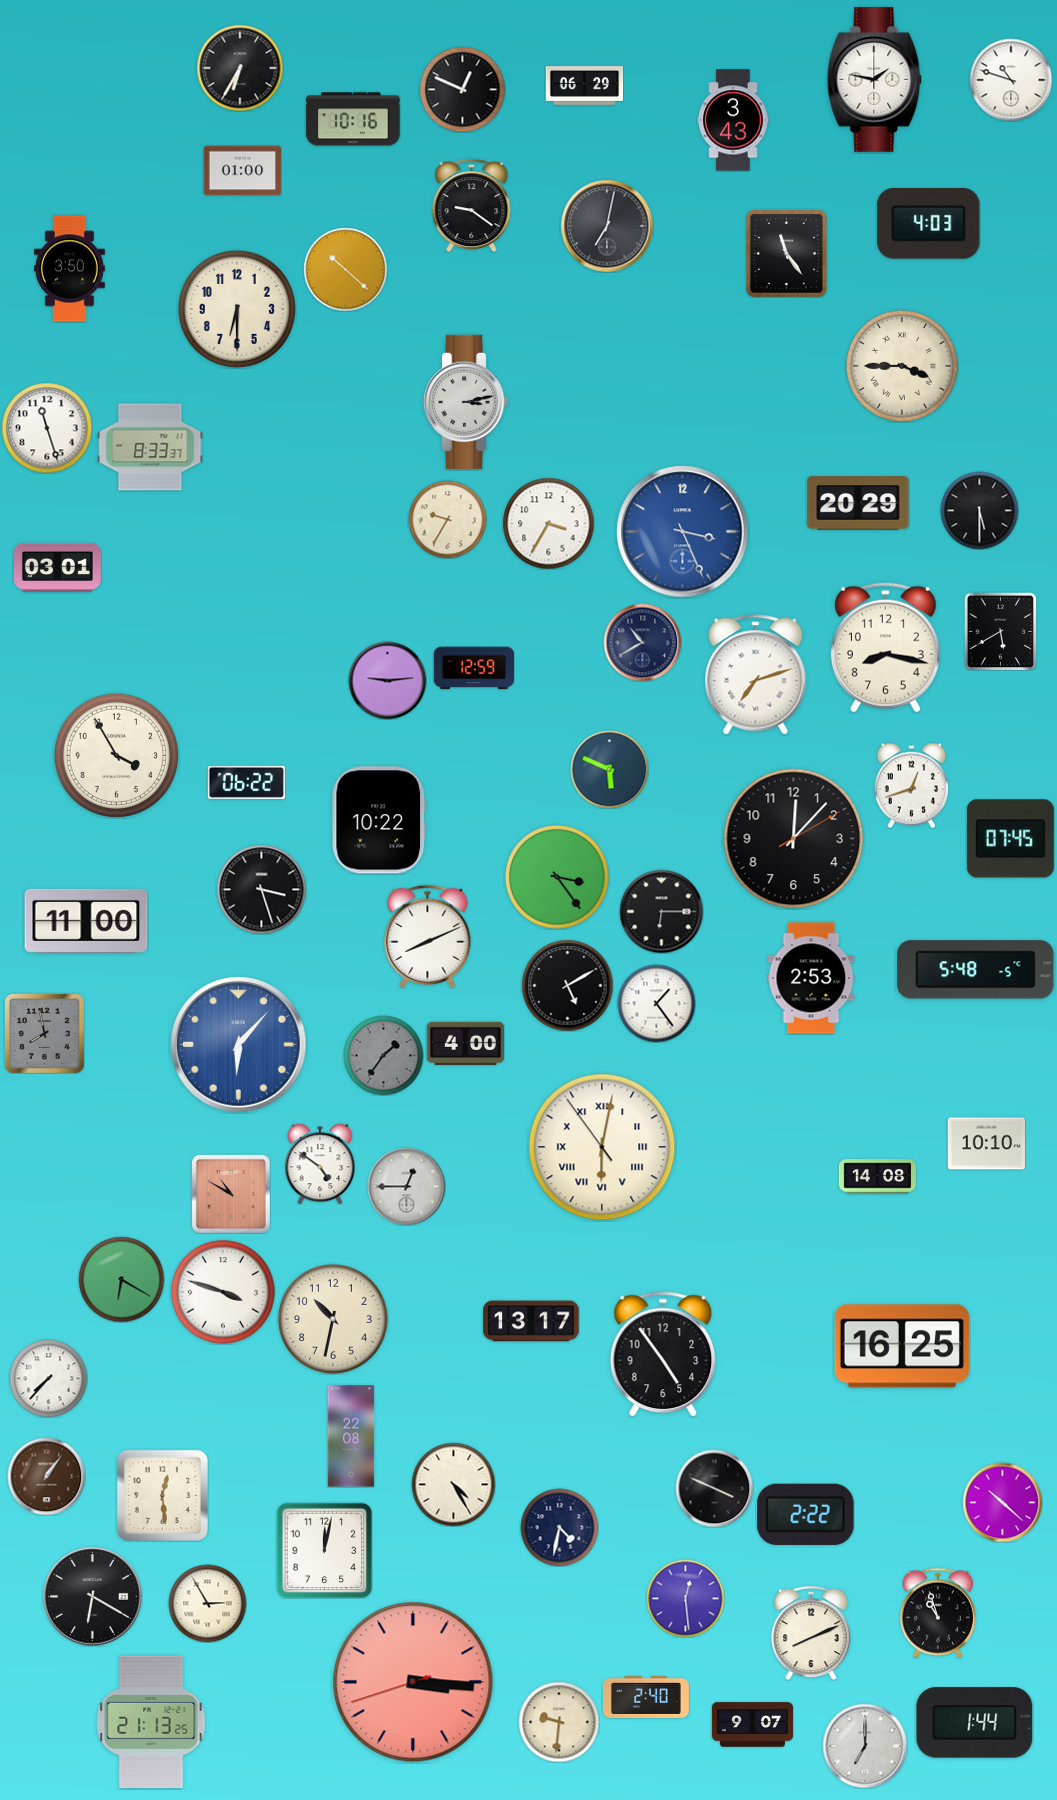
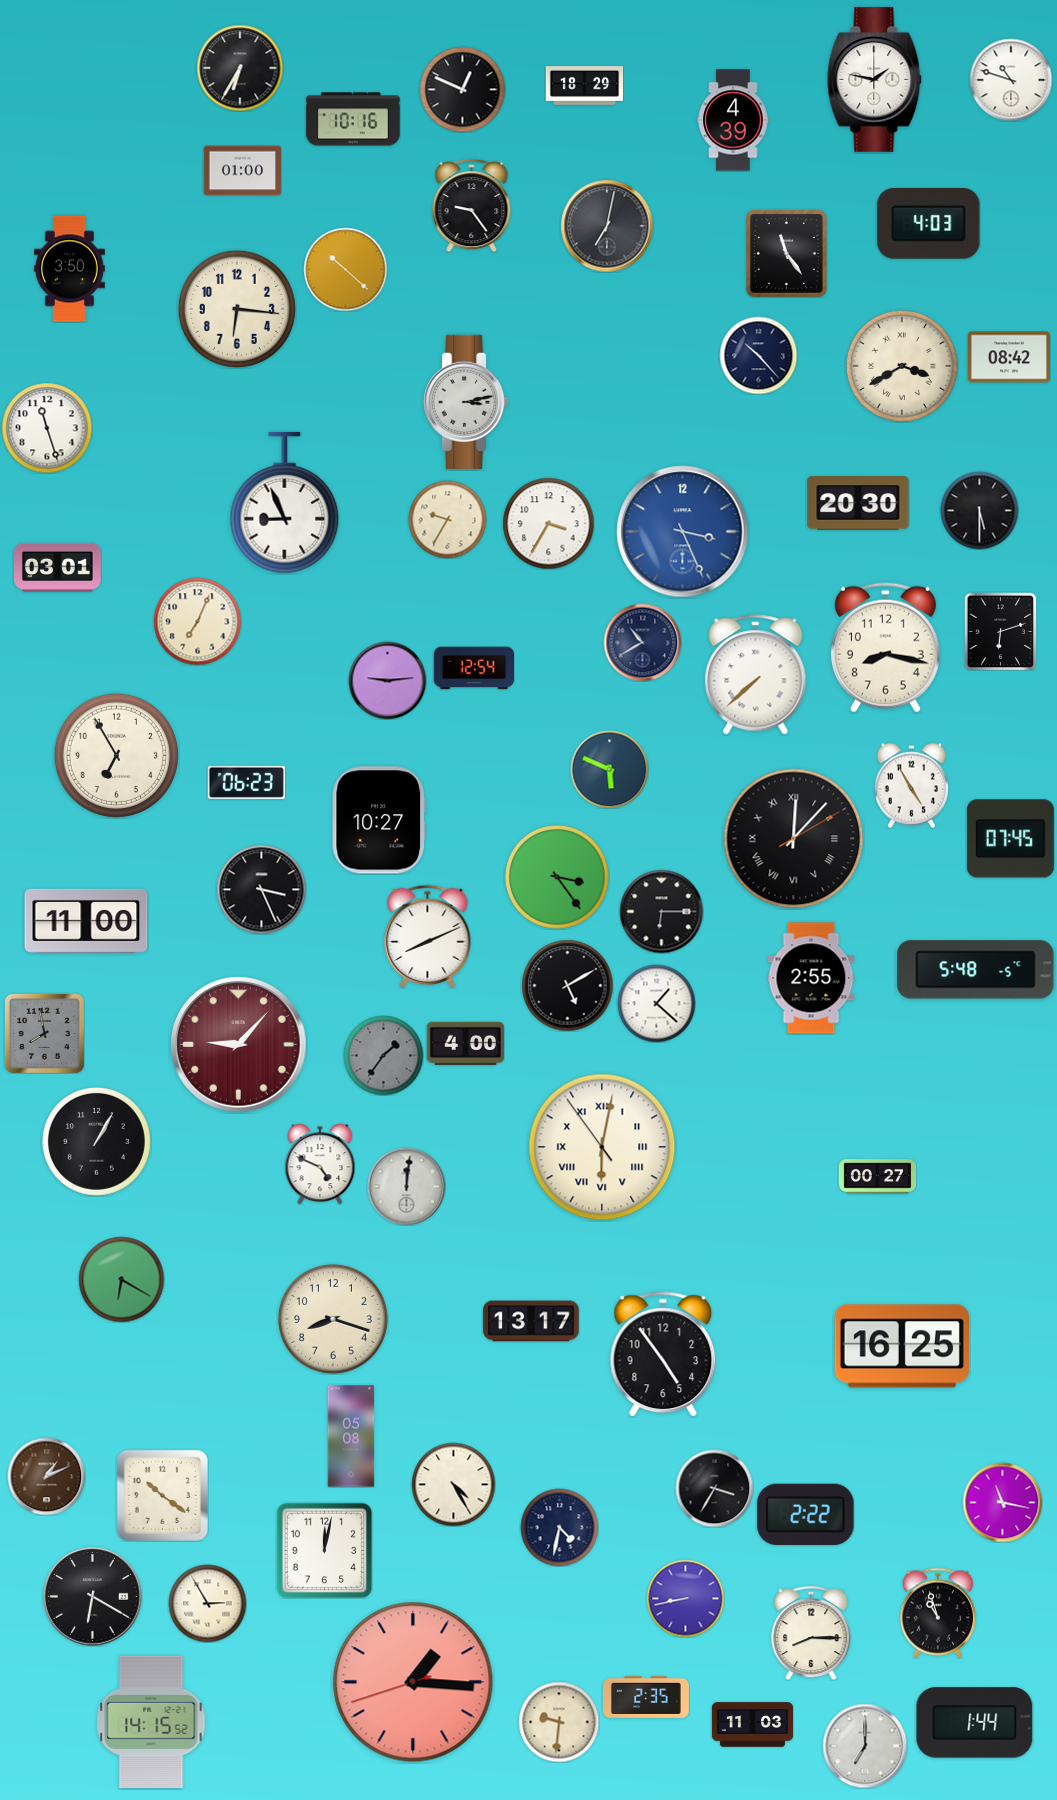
clock at (584, 86): 06:29 -> 18:29
clock at (733, 120): 3:43 -> 4:39
clock at (472, 205): 9:21 -> 9:24
clock at (237, 309): 6:30 -> 6:16
clock at (758, 355): none -> 10:23
clock at (1009, 357): none -> 08:42
clock at (902, 366): 3:45 -> 3:40
clock at (150, 447): 8:33 -> none
clock at (285, 503): none -> 8:56
clock at (858, 503): 20:29 -> 20:30
clock at (197, 621): none -> 7:04
clock at (1001, 631): 5:40 -> 6:12
clock at (474, 668): 12:59 -> 12:54
clock at (756, 675): 7:12 -> 7:38
clock at (116, 755): 3:55 -> 6:55
clock at (246, 782): 06:22 -> 06:23
clock at (911, 785): 12:42 -> 4:55
clock at (379, 820): 10:22 -> 10:27
clock at (794, 839) numerals: Arabic -> Roman
clock at (261, 889): 3:27 -> 3:26
clock at (811, 978): 2:53 -> 2:55
clock at (656, 1003): 1:24 -> 1:22
clock at (239, 1045): 6:07 -> 9:07
clock at (239, 1045) dial: blue -> burgundy
clock at (96, 1141): none -> 1:05
clock at (986, 1144): 10:10 -> none
clock at (320, 1164): 4:51 -> 4:49
clock at (877, 1177): 14:08 -> 00:27
clock at (406, 1186): 12:45 -> 12:01
clock at (231, 1194): 10:50 -> none
clock at (223, 1292): 3:48 -> none
clock at (333, 1319): 10:32 -> 8:18
clock at (48, 1378): 7:37 -> none
clock at (351, 1436): 22:08 -> 05:08
clock at (46, 1476): 1:06 -> 1:11
clock at (714, 1488): 3:49 -> 3:35
clock at (162, 1495): 12:29 -> 10:21
clock at (1002, 1502): 10:22 -> 11:17
clock at (685, 1598): 12:29 -> 8:43
clock at (811, 1633): 8:11 -> 8:15
clock at (413, 1682): 3:15 -> 1:15
clock at (646, 1697): 2:40 -> 2:35
clock at (151, 1721): 21:13 -> 14:15
clock at (752, 1725): 9:07 -> 11:03
